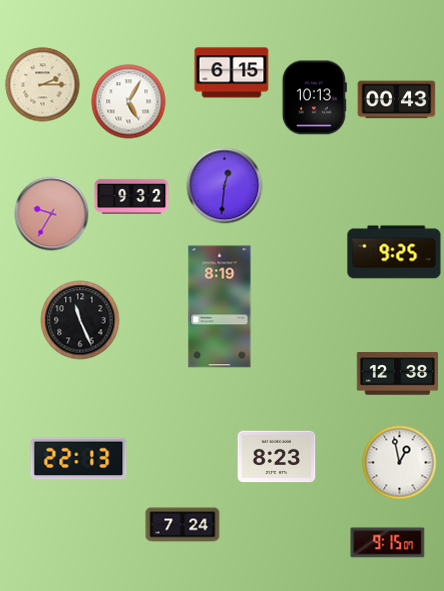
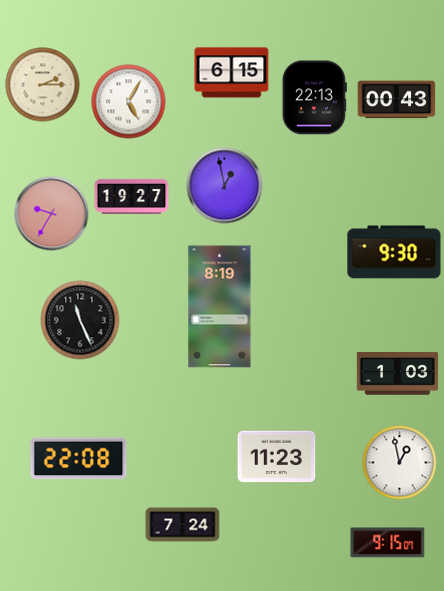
clock at (314, 98): 10:13 -> 22:13
clock at (225, 186): 12:31 -> 12:58
clock at (132, 196): 9:32 -> 19:27
clock at (394, 252): 9:25 -> 9:30
clock at (397, 374): 12:38 -> 1:03
clock at (277, 457): 8:23 -> 11:23
clock at (79, 459): 22:13 -> 22:08
